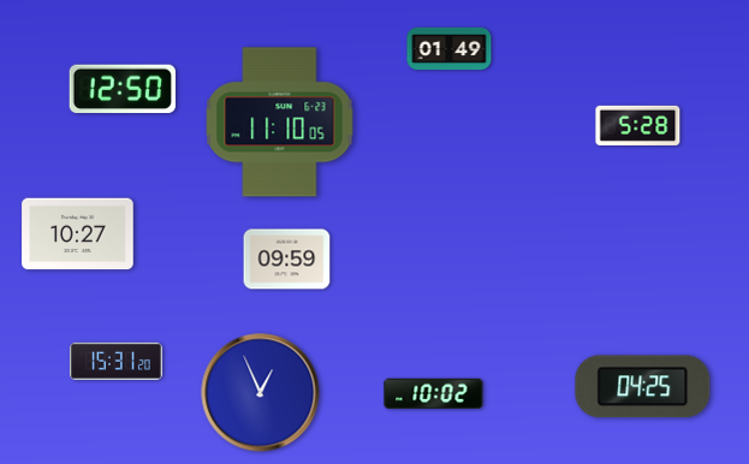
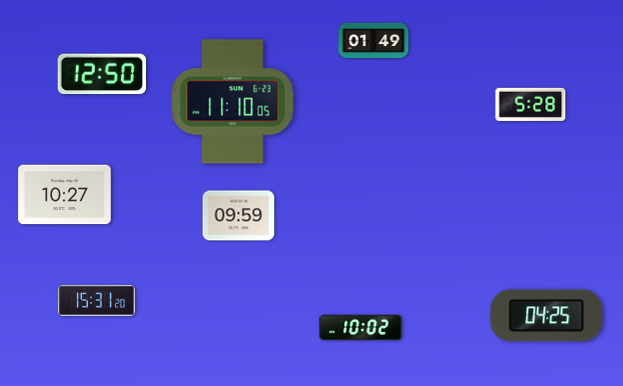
clock at (643, 387) position: (643, 387) -> (547, 316)
clock at (261, 393): 12:56 -> none
